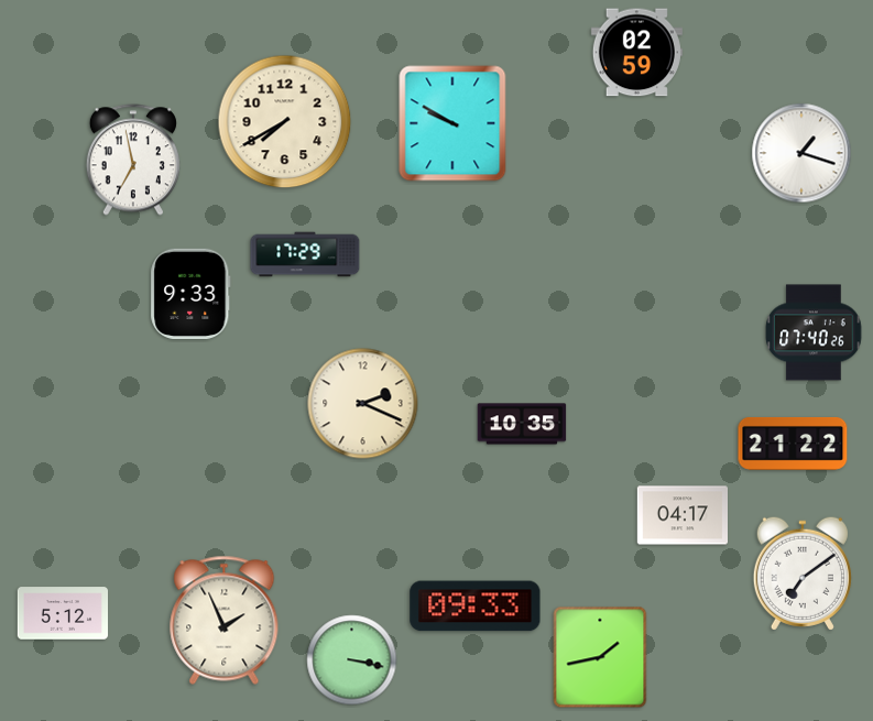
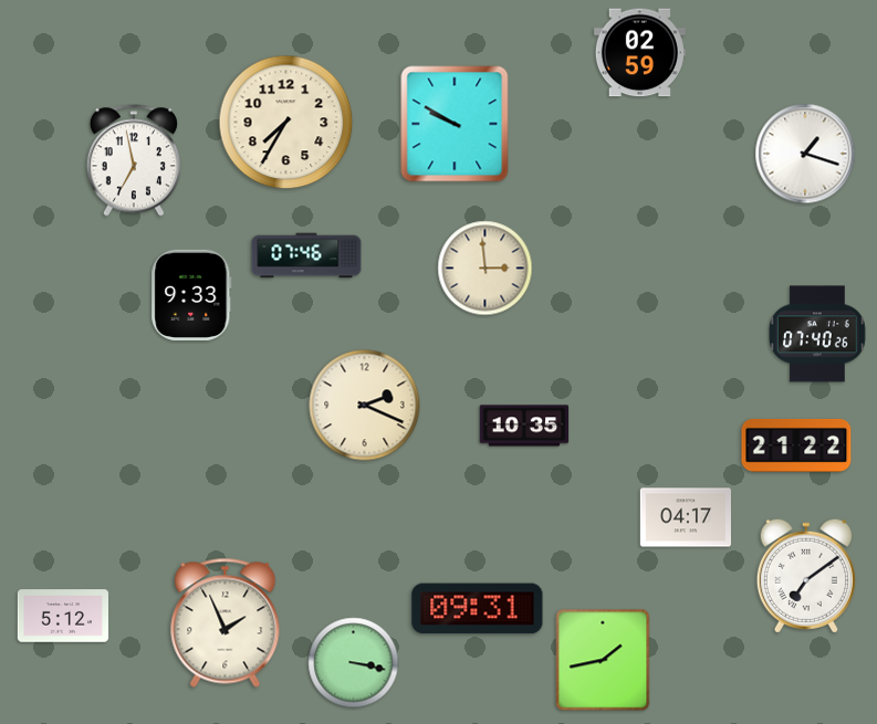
clock at (285, 122): 7:40 -> 7:35
clock at (305, 254): 17:29 -> 07:46
clock at (486, 269): none -> 2:59
clock at (476, 607): 09:33 -> 09:31
